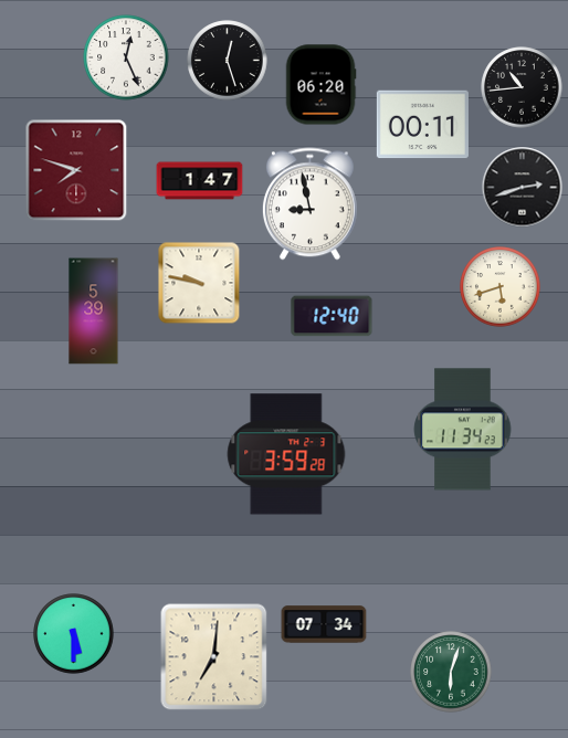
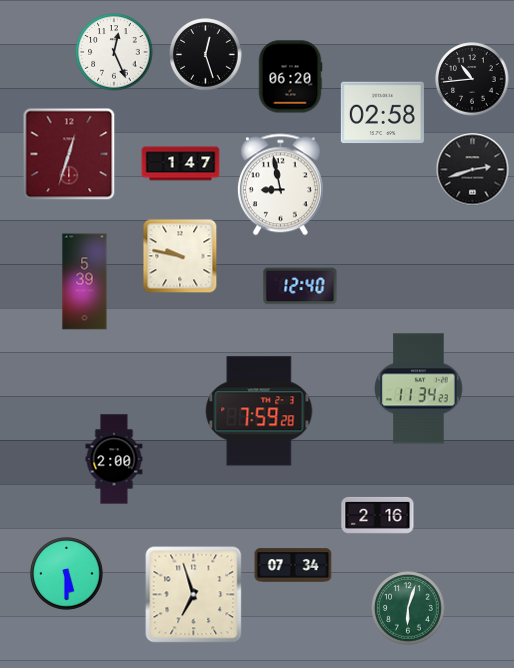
clock at (422, 125): 00:11 -> 02:58
clock at (76, 170): 7:48 -> 12:33
clock at (501, 287): 5:42 -> none
clock at (286, 454): 3:59 -> 7:59
clock at (114, 459): none -> 2:00
clock at (378, 515): none -> 2:16
clock at (214, 657): 7:01 -> 6:57
